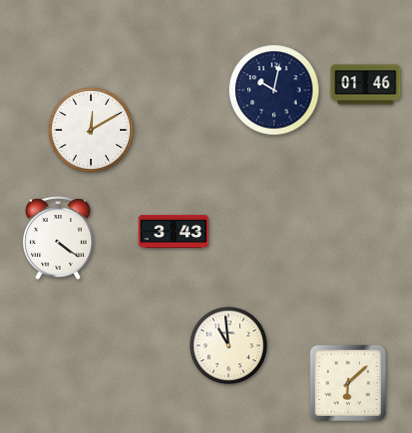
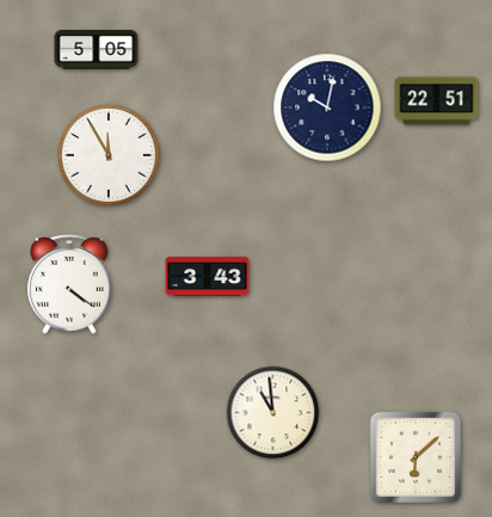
clock at (97, 50): none -> 5:05
clock at (366, 85): 01:46 -> 22:51
clock at (91, 130): 12:10 -> 11:55
